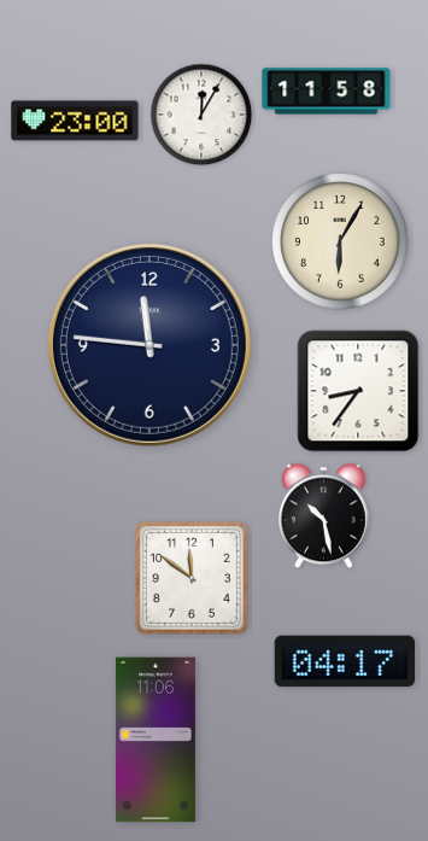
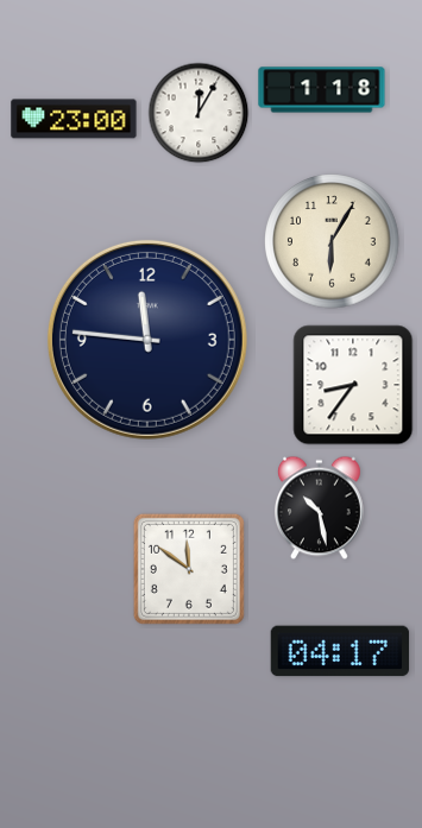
clock at (327, 92): 11:58 -> 1:18
clock at (340, 241) position: (340, 241) -> (332, 241)
clock at (156, 740): 11:06 -> none
